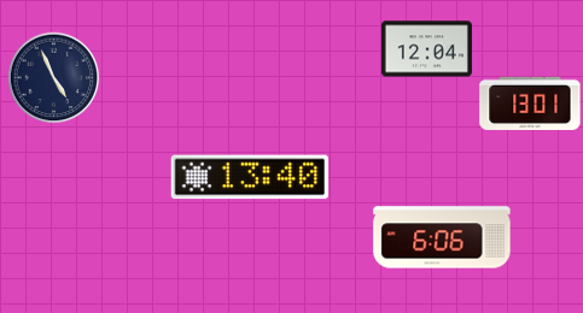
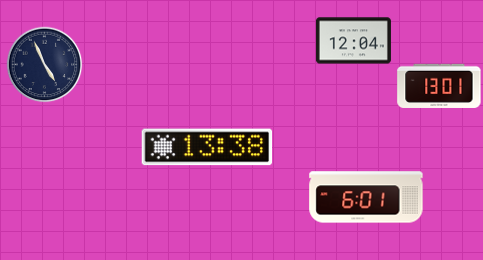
clock at (250, 177): 13:40 -> 13:38
clock at (442, 237): 6:06 -> 6:01
